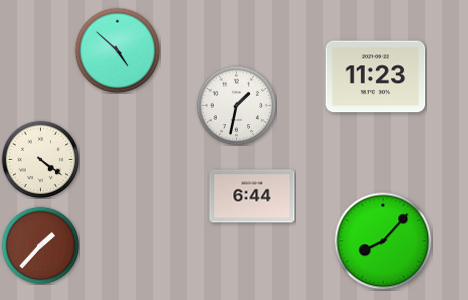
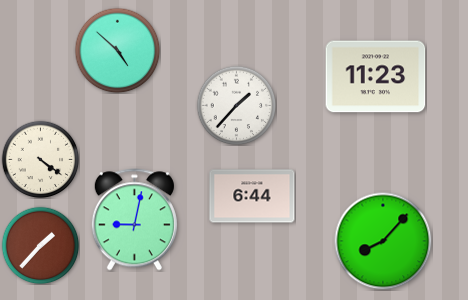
clock at (236, 105): 1:32 -> 1:37
clock at (134, 220): none -> 9:02
